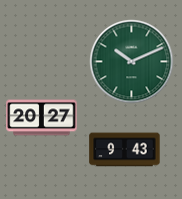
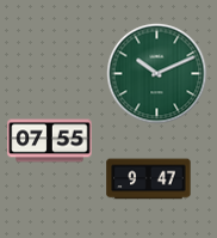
clock at (42, 118): 20:27 -> 07:55
clock at (125, 150): 9:43 -> 9:47
